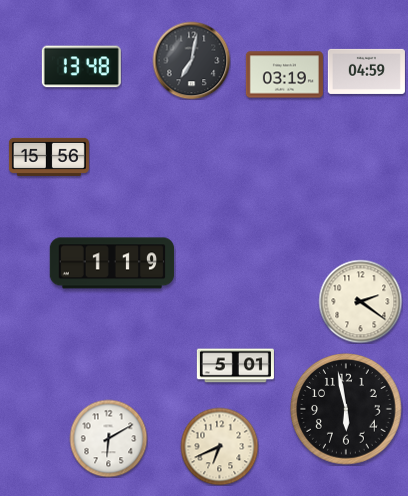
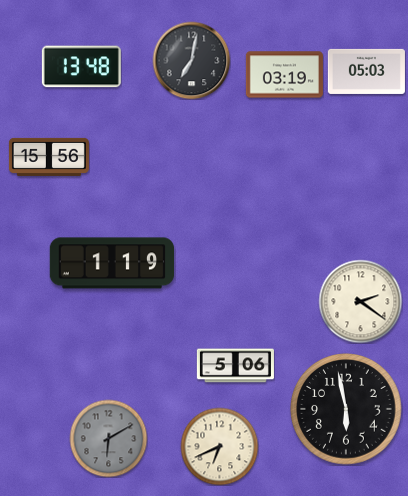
clock at (366, 71): 04:59 -> 05:03
clock at (235, 366): 5:01 -> 5:06
clock at (108, 438) dial: white -> grey
